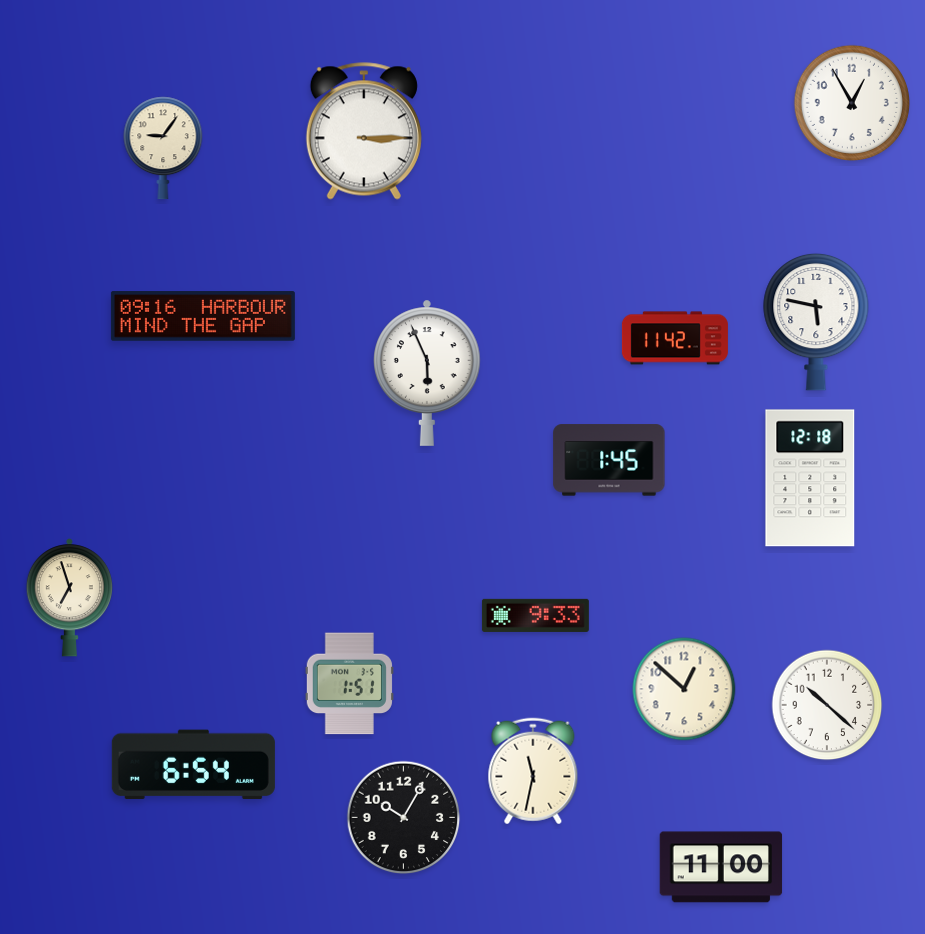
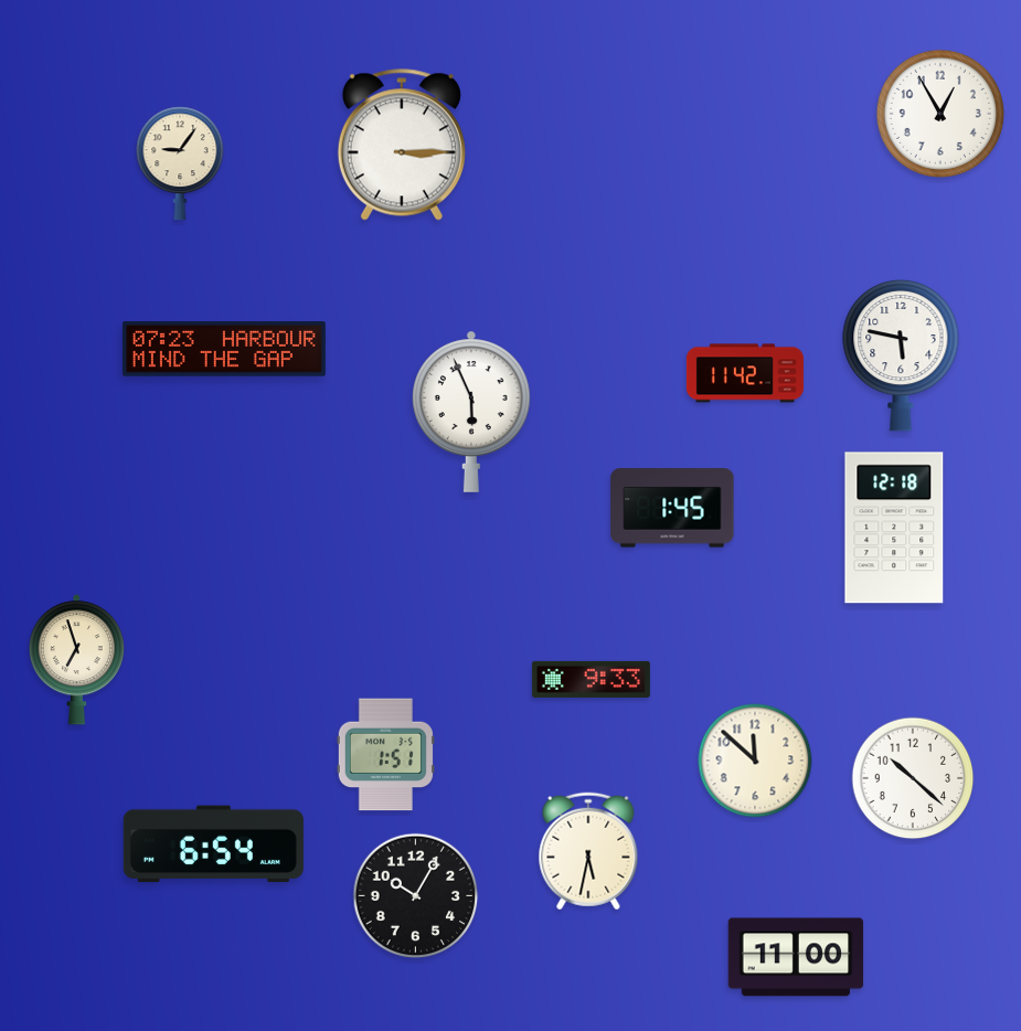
clock at (203, 316): 09:16 -> 07:23
clock at (684, 689): 12:52 -> 11:52
clock at (533, 771): 11:32 -> 5:32
clock at (404, 818) position: (404, 818) -> (416, 896)
